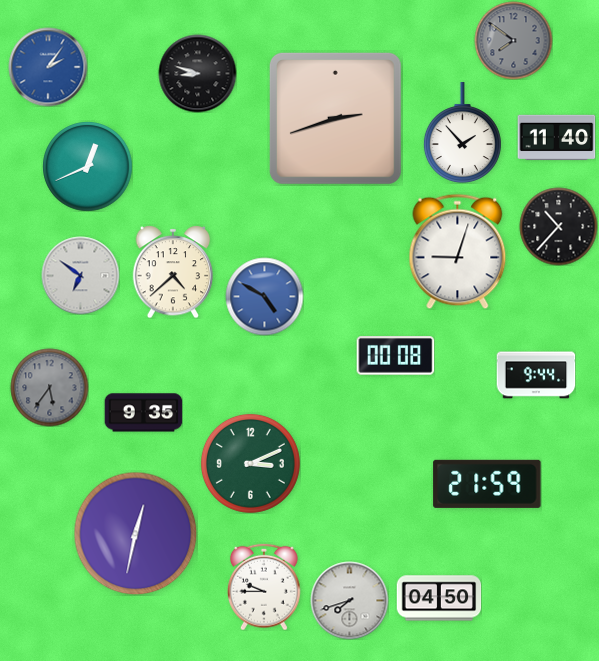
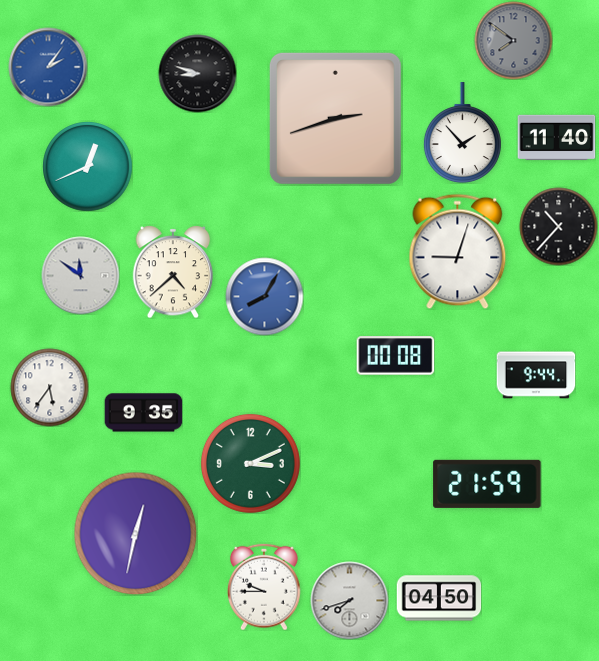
clock at (80, 275): 6:51 -> 11:51
clock at (264, 296): 4:50 -> 8:05
clock at (49, 387) dial: grey -> white
